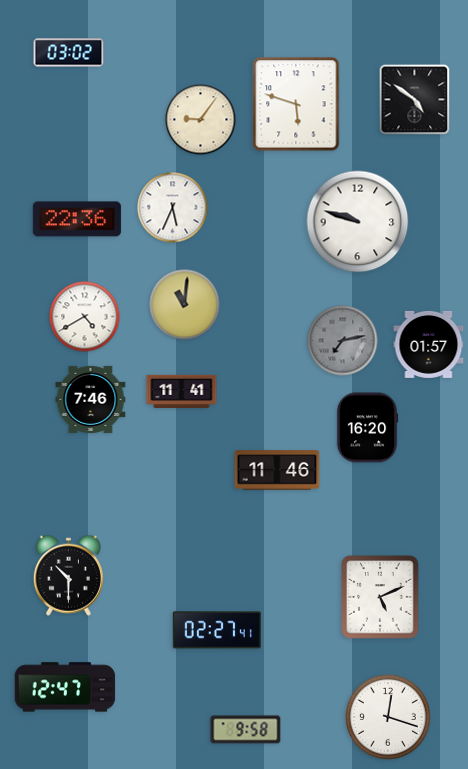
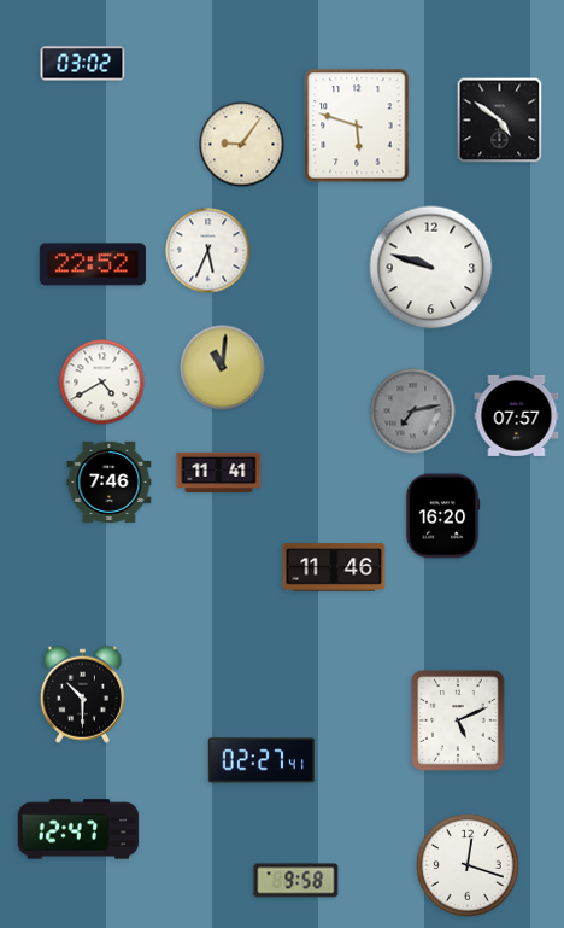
clock at (77, 219): 22:36 -> 22:52
clock at (429, 344): 01:57 -> 07:57
